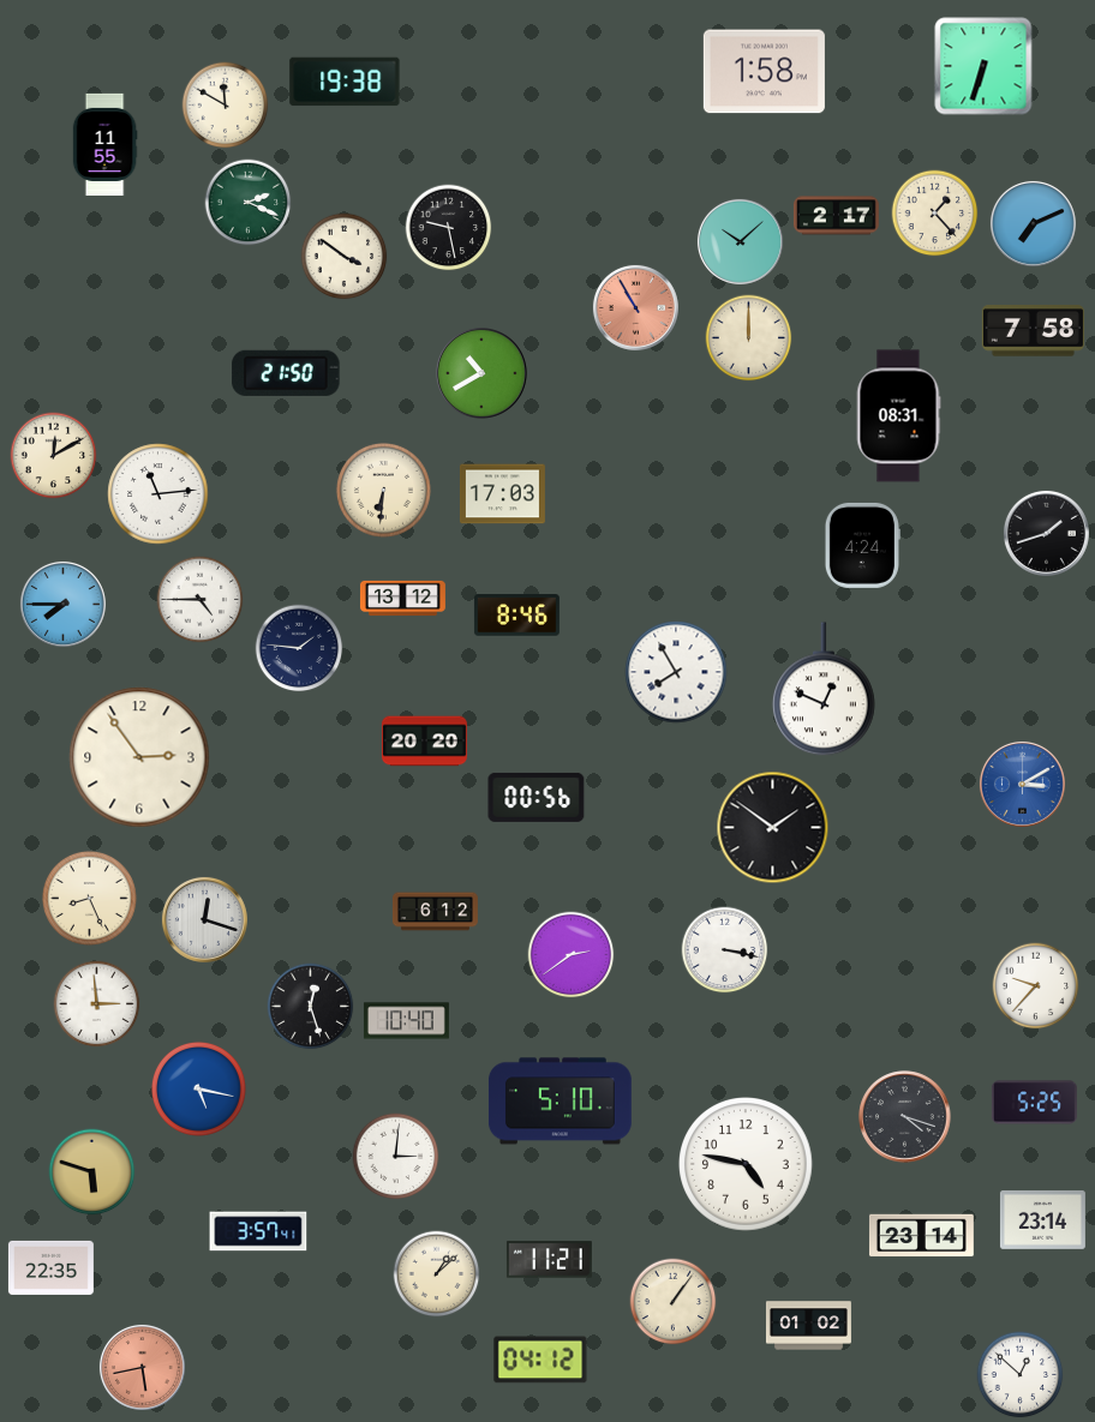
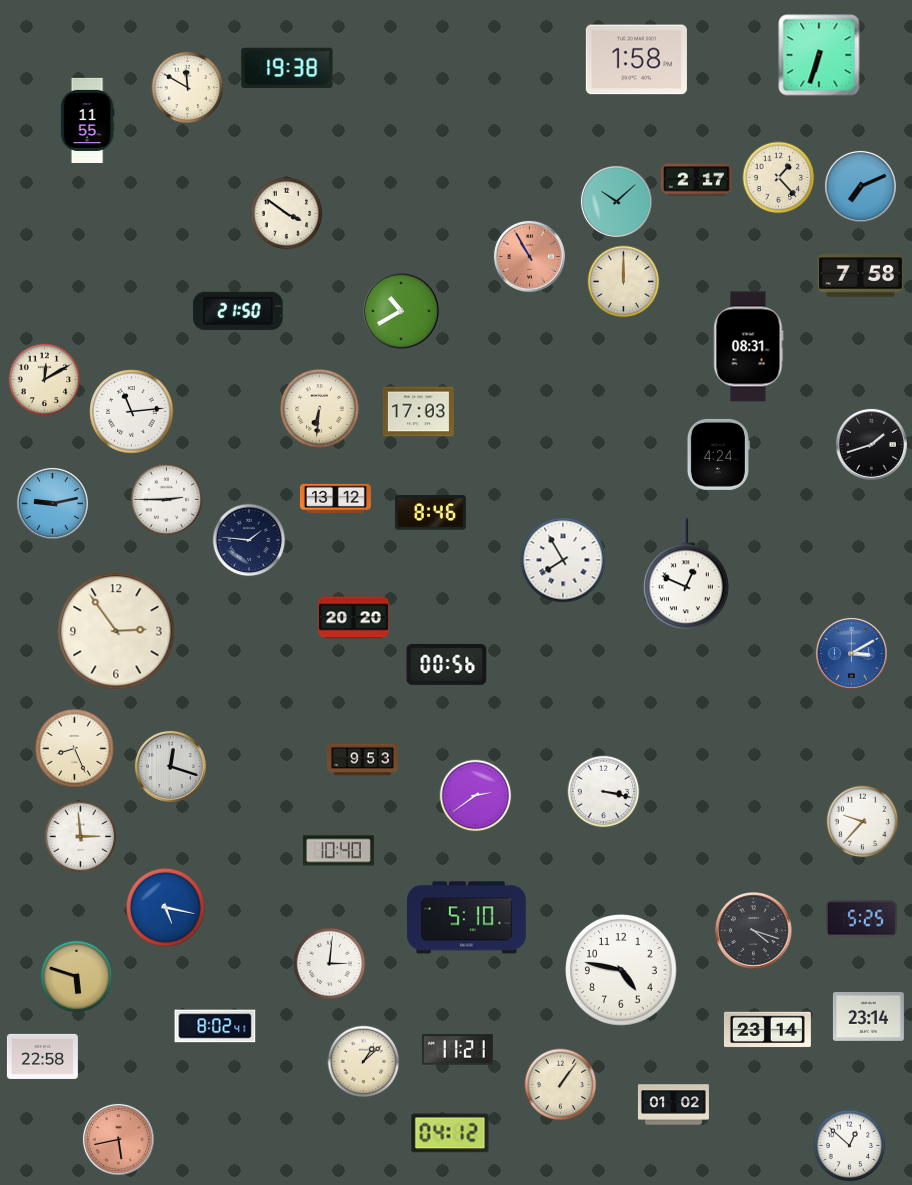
clock at (249, 203): 2:19 -> none
clock at (449, 228): 9:28 -> none
clock at (201, 600): 4:45 -> 2:45
clock at (62, 604): 7:45 -> 9:13
clock at (773, 828): 1:51 -> none
clock at (435, 912): 6:12 -> 9:53
clock at (311, 1007): 12:27 -> none
clock at (258, 1231): 3:57 -> 8:02
clock at (50, 1267): 22:35 -> 22:58
